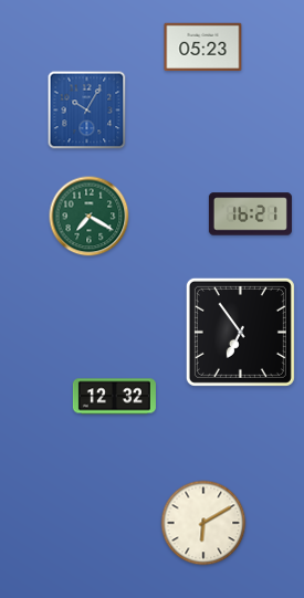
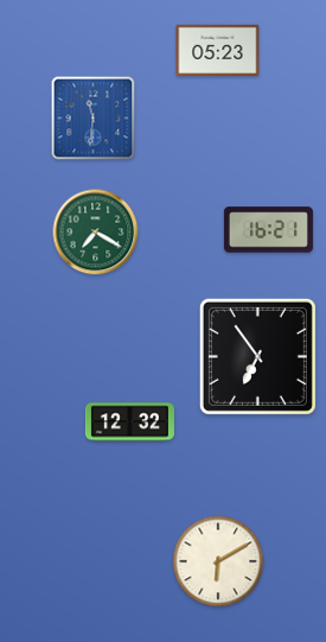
clock at (87, 111): 10:05 -> 11:31
clock at (114, 397) position: (114, 397) -> (129, 422)
